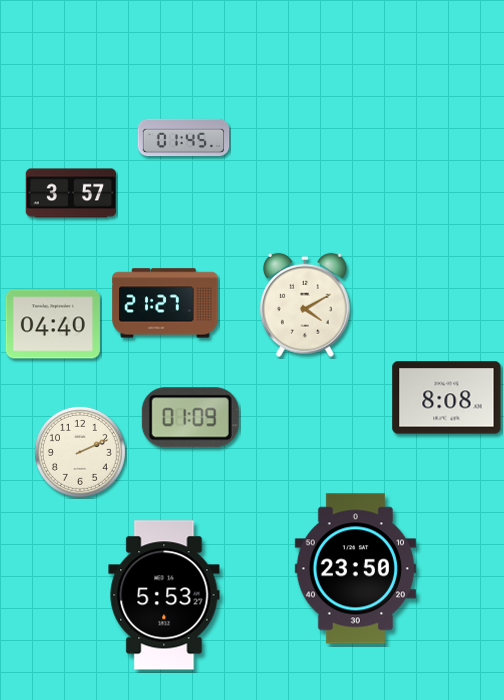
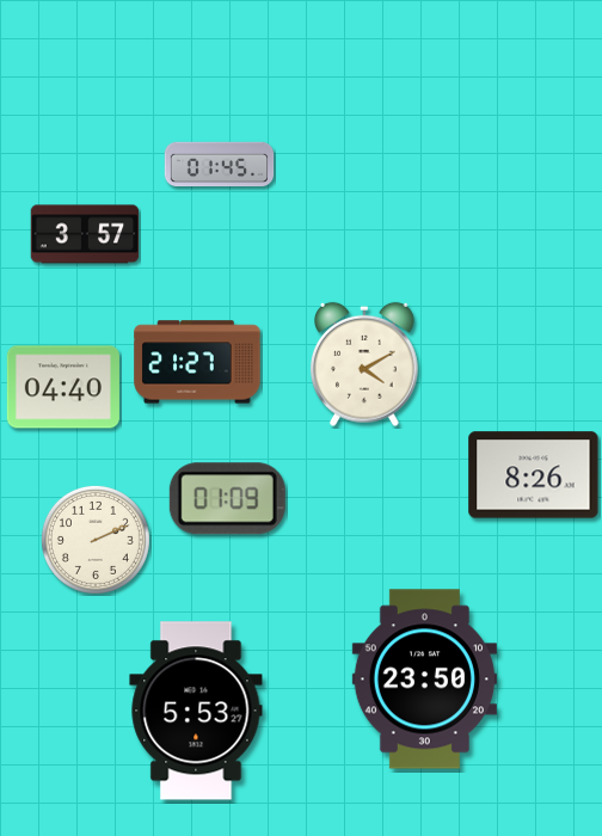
clock at (71, 193) position: (71, 193) -> (85, 234)
clock at (447, 398): 8:08 -> 8:26
